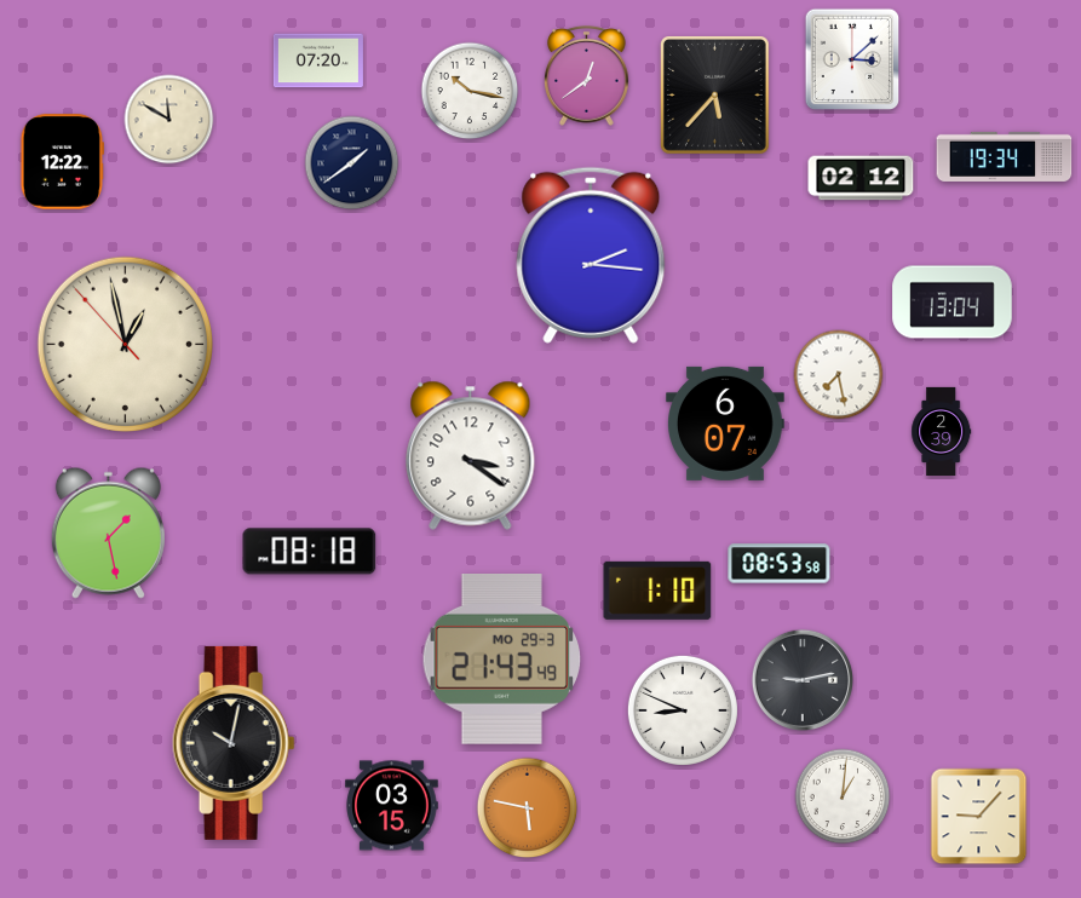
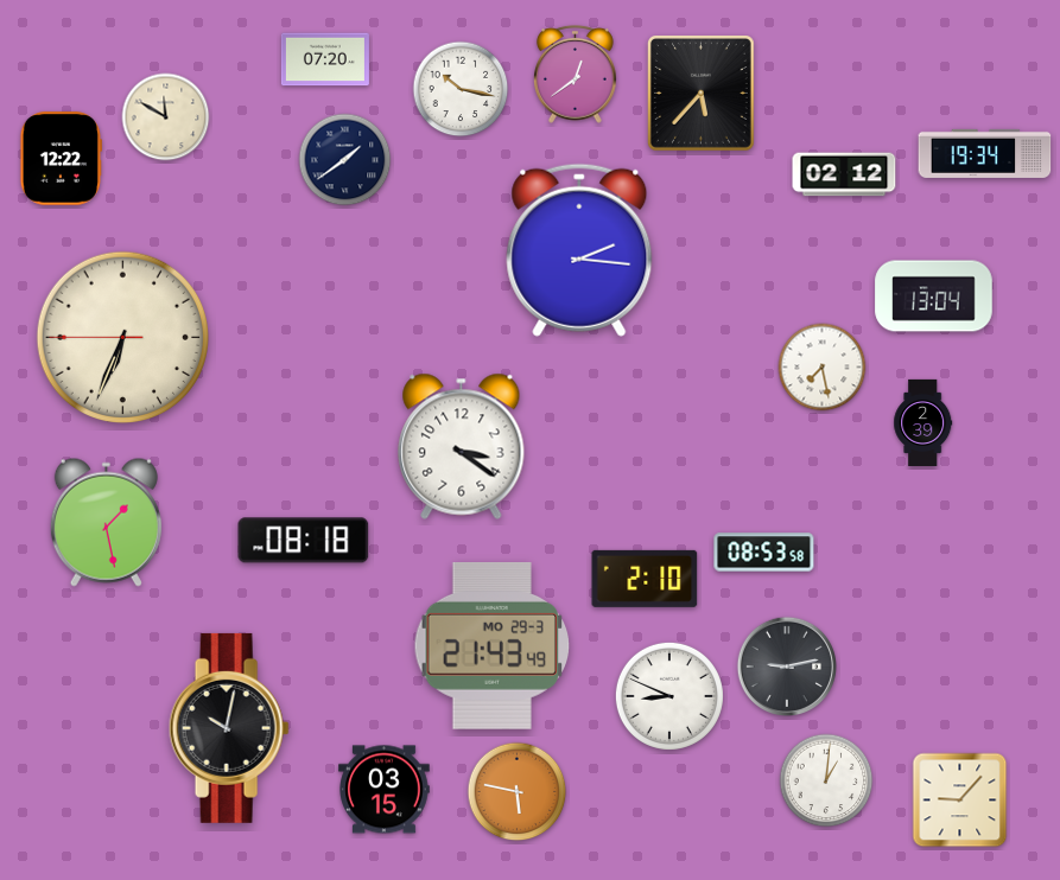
clock at (852, 59): 3:08 -> none
clock at (318, 61) position: (318, 61) -> (325, 59)
clock at (125, 344): 12:57 -> 6:33
clock at (726, 424): 6:07 -> none
clock at (657, 591): 1:10 -> 2:10
